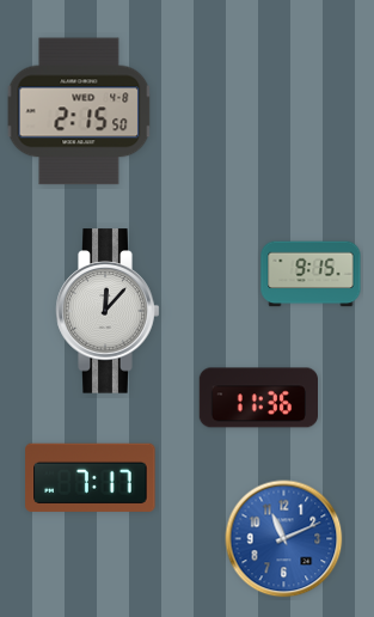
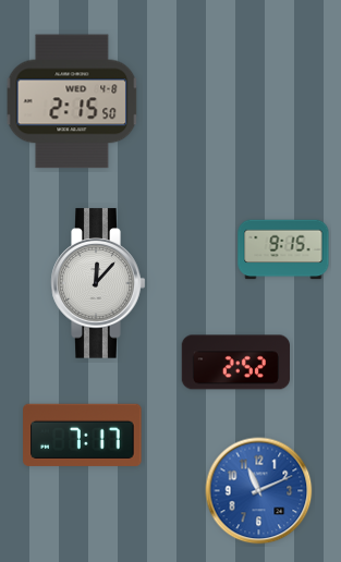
clock at (258, 398): 11:36 -> 2:52
